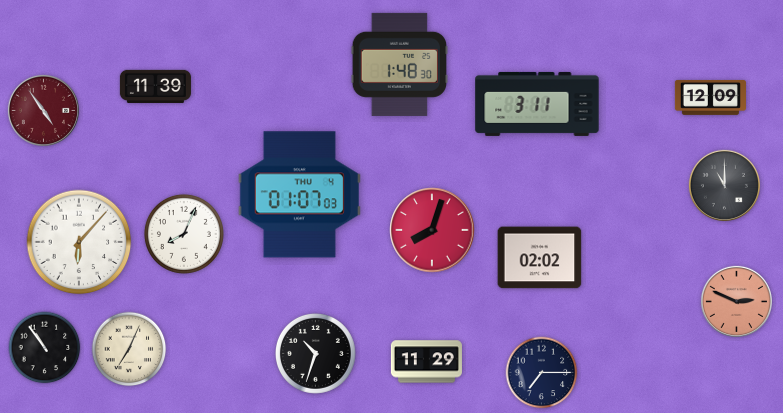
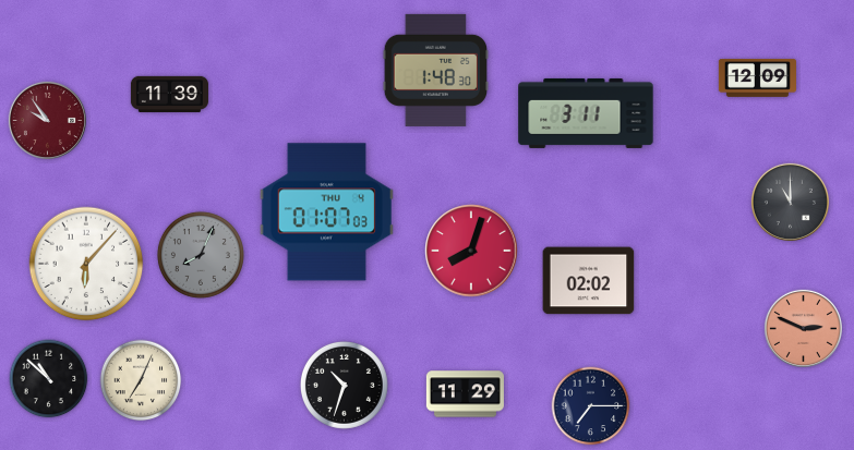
clock at (710, 97) position: (710, 97) -> (757, 77)
clock at (43, 110): 4:54 -> 9:54
clock at (184, 234) dial: white -> grey
clock at (45, 348): 10:54 -> 10:52
